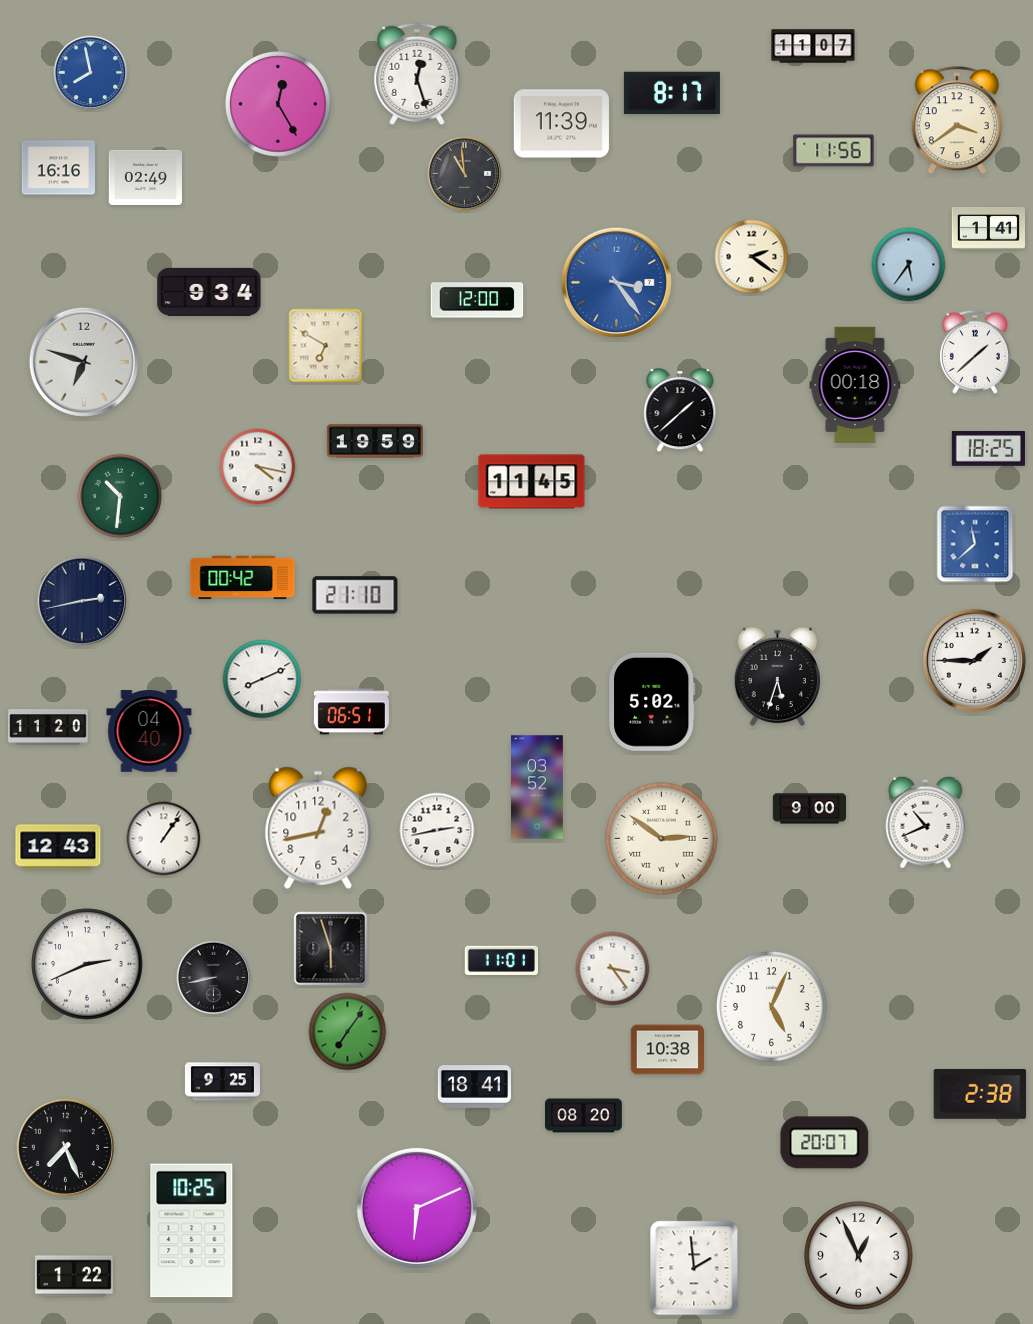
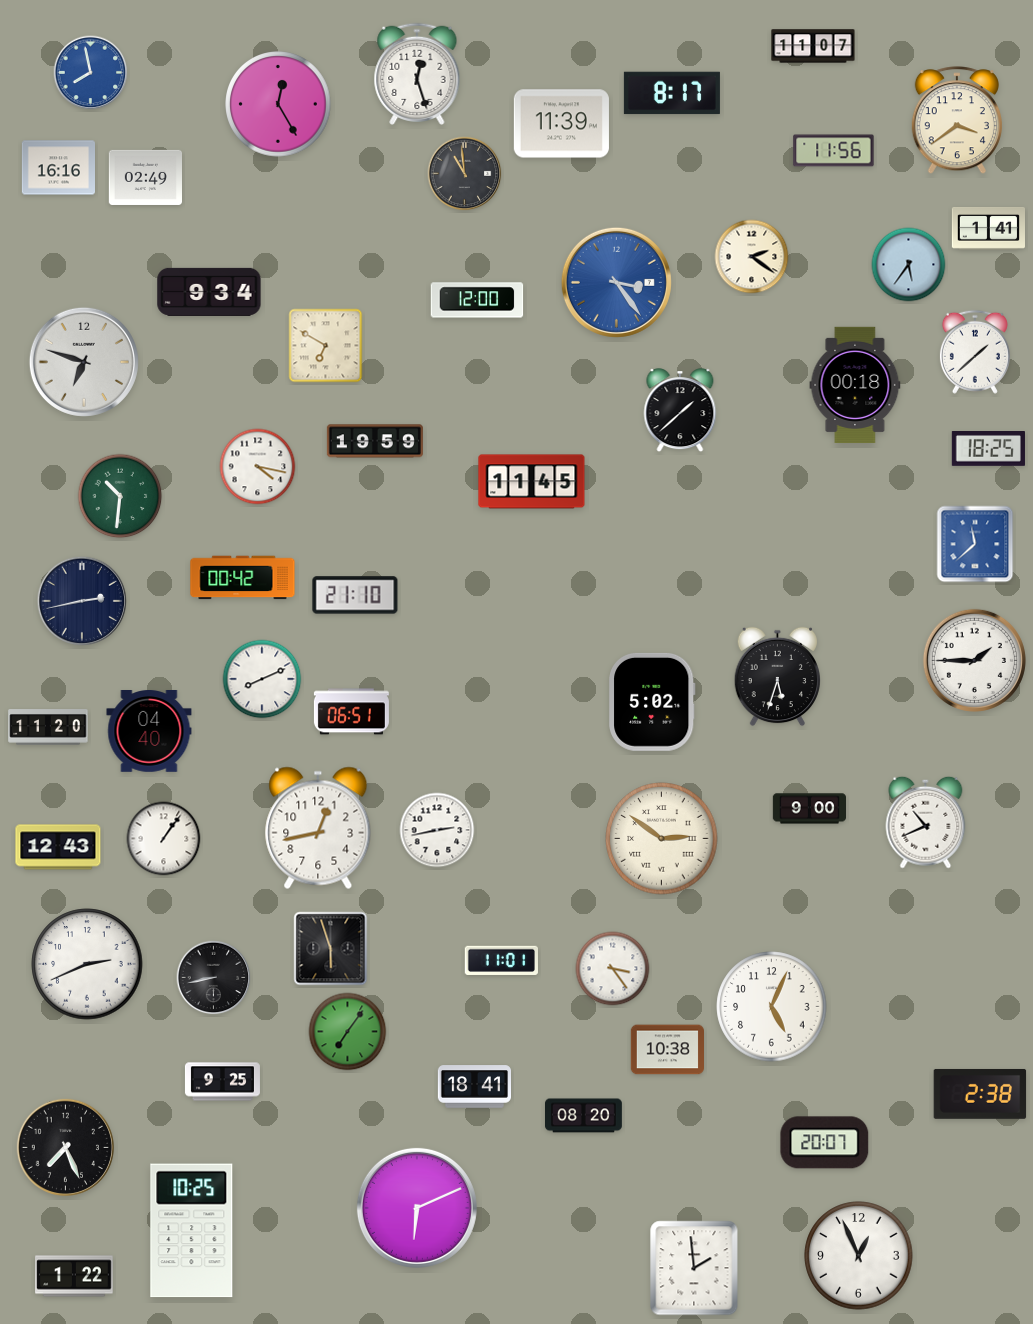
clock at (538, 787): 03:52 -> none
